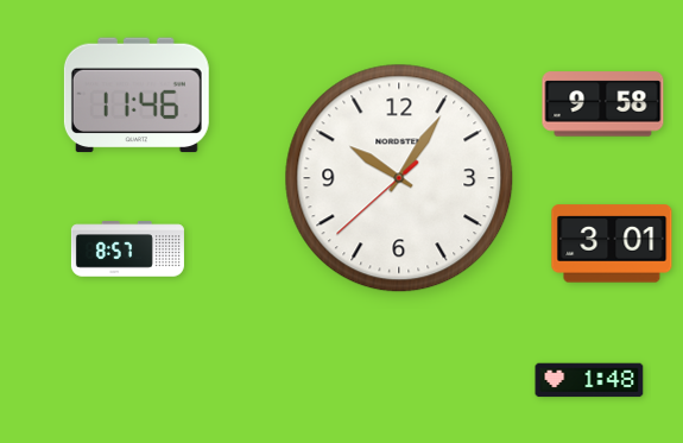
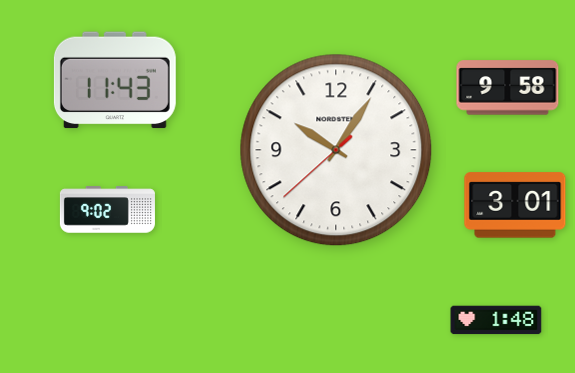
clock at (137, 95): 11:46 -> 11:43
clock at (127, 249): 8:57 -> 9:02
